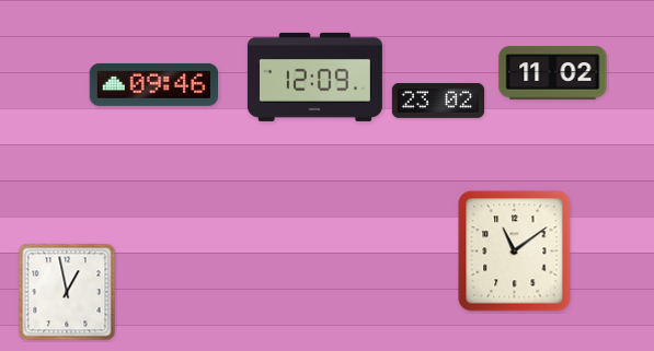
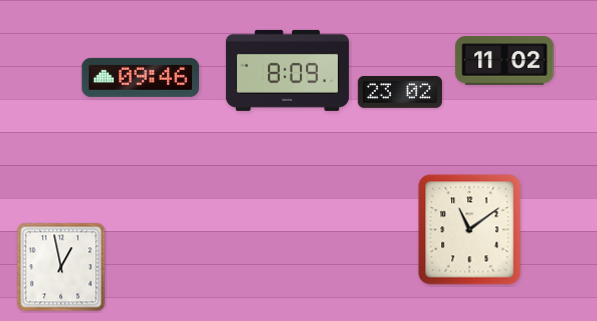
clock at (553, 73) position: (553, 73) -> (505, 61)
clock at (314, 77): 12:09 -> 8:09
